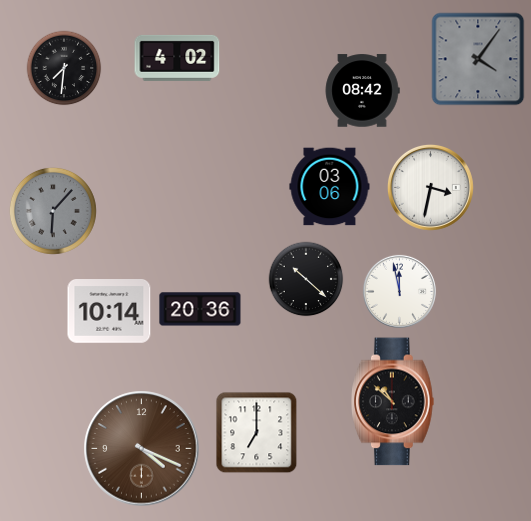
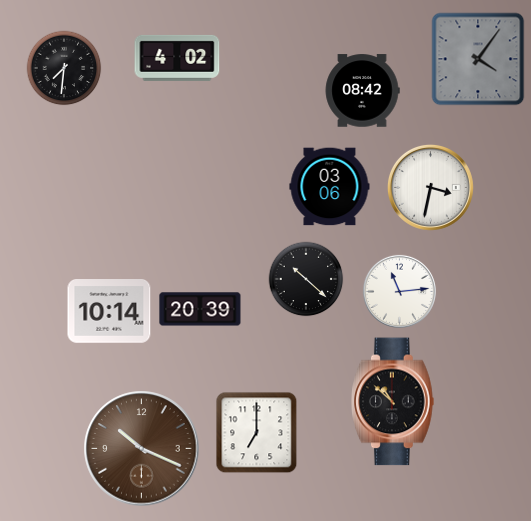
clock at (53, 211): 6:07 -> none
clock at (399, 291): 11:58 -> 11:14
clock at (200, 309): 20:36 -> 20:39
clock at (142, 449): 4:19 -> 10:19
